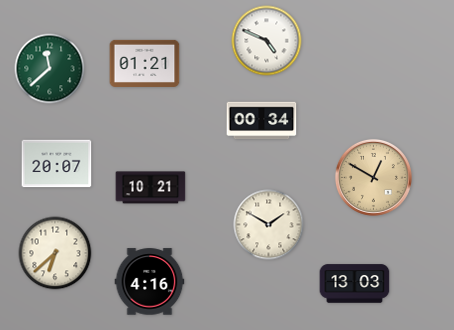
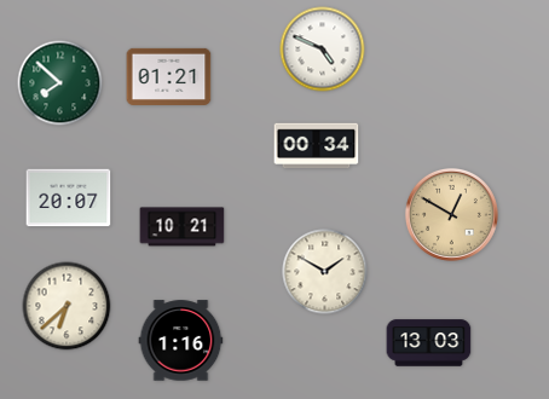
clock at (145, 63) position: (145, 63) -> (169, 76)
clock at (50, 69): 11:38 -> 7:52
clock at (150, 282): 4:16 -> 1:16
